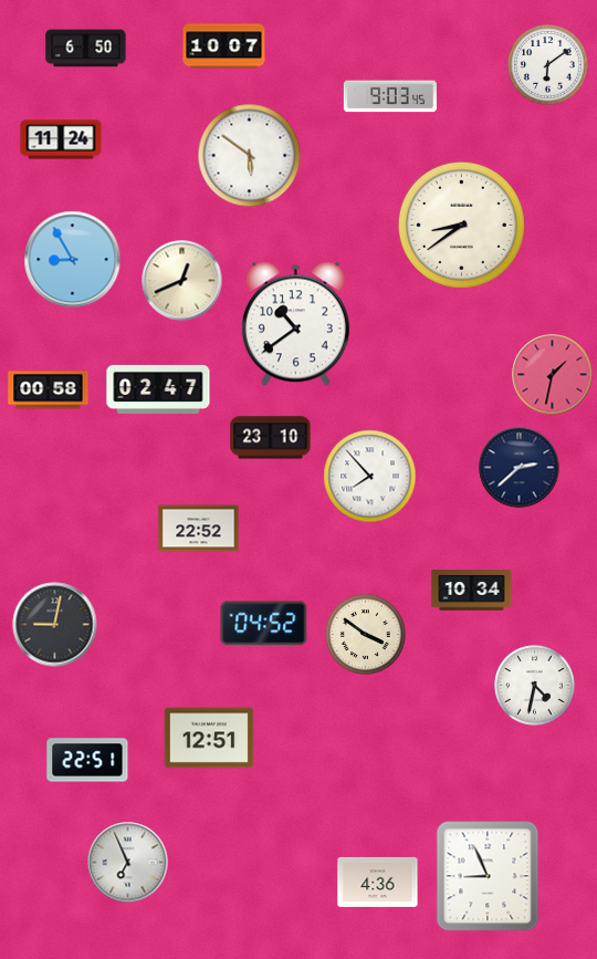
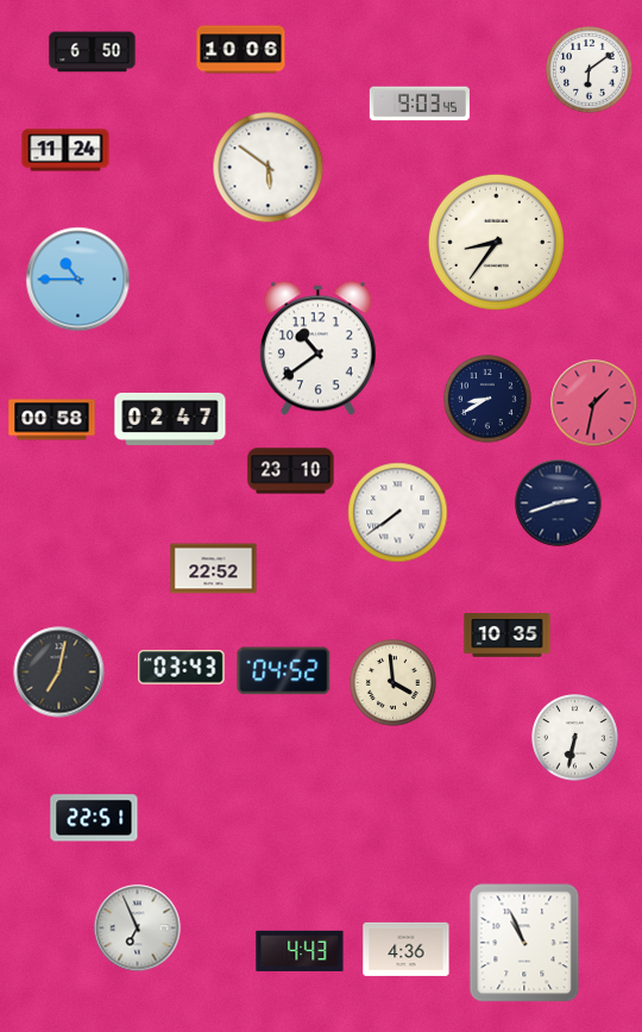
clock at (224, 46): 10:07 -> 10:06
clock at (461, 225): 8:39 -> 8:36
clock at (73, 260): 8:55 -> 10:45
clock at (182, 281): 12:41 -> none
clock at (487, 399): none -> 8:40
clock at (520, 468): 2:38 -> 2:42
clock at (370, 477): 7:53 -> 7:39
clock at (472, 591): 10:34 -> 10:35
clock at (182, 668): none -> 03:43
clock at (55, 625): 9:02 -> 7:02
clock at (366, 635): 3:51 -> 3:59
clock at (535, 686): 4:32 -> 6:32
clock at (209, 738): 12:51 -> none
clock at (488, 876): 8:56 -> 10:56
clock at (300, 950): none -> 4:43
